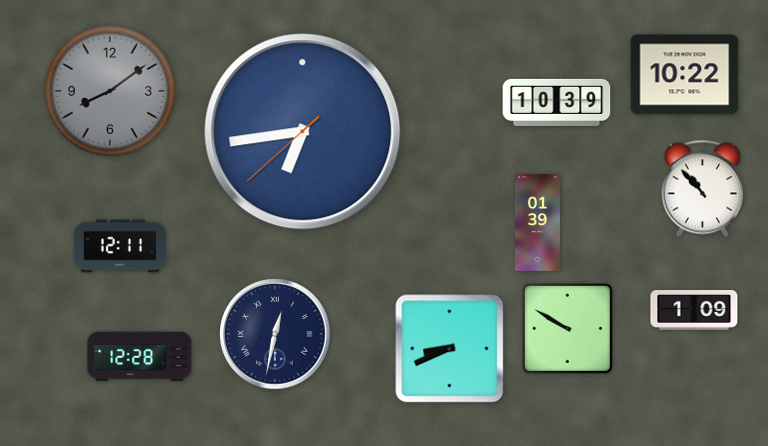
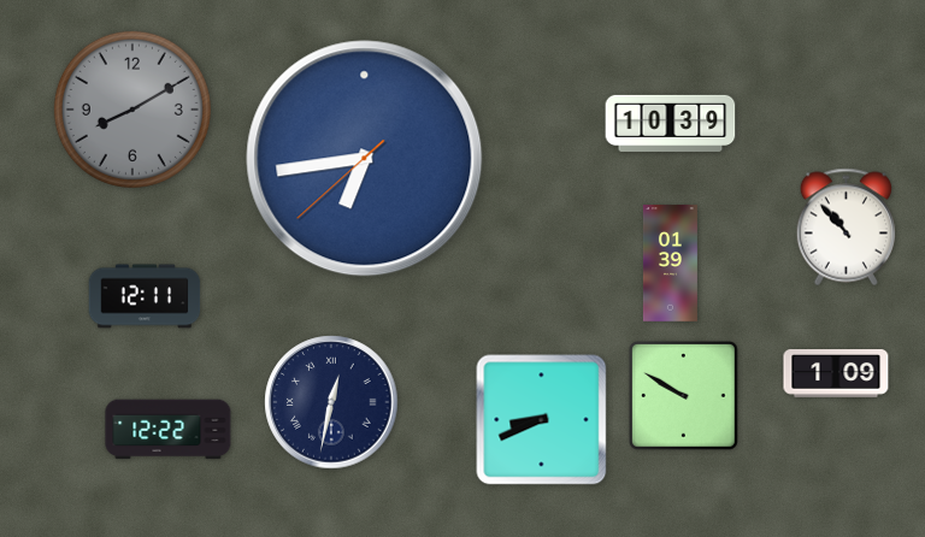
clock at (685, 75): 10:22 -> none
clock at (110, 91): 8:09 -> 8:10
clock at (537, 223) position: (537, 223) -> (670, 264)
clock at (140, 357): 12:28 -> 12:22
